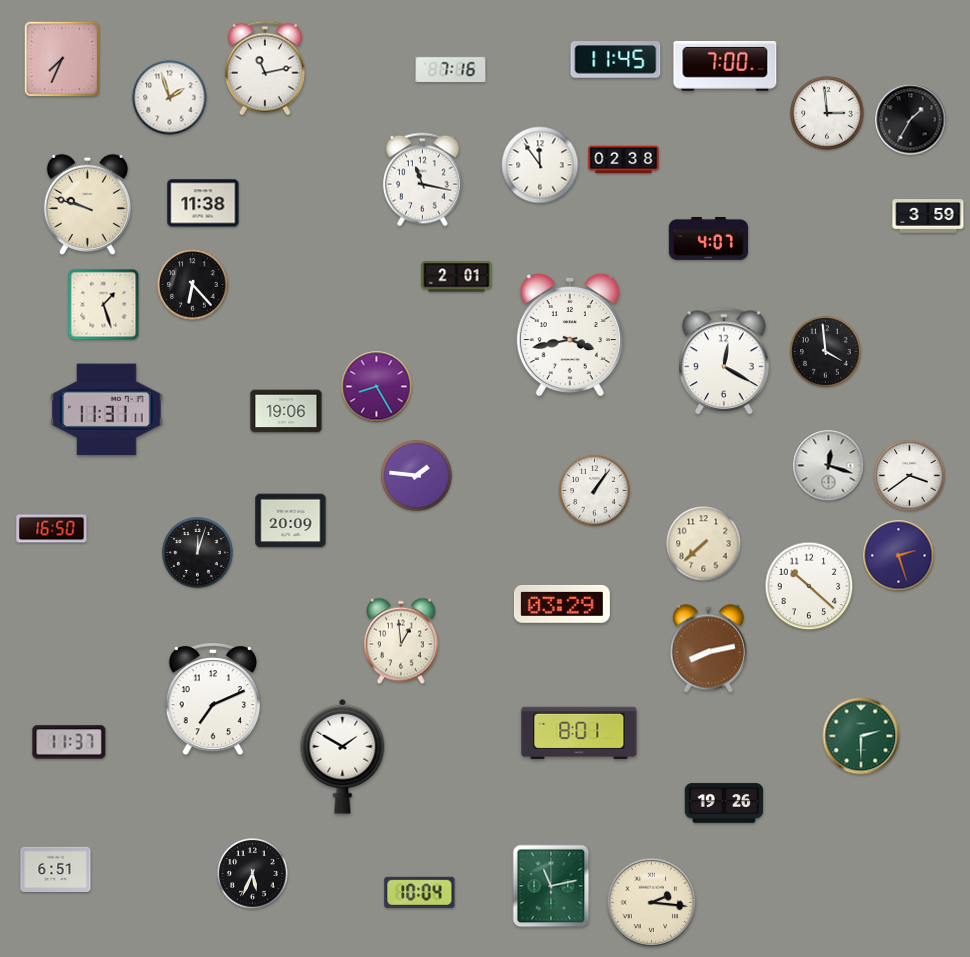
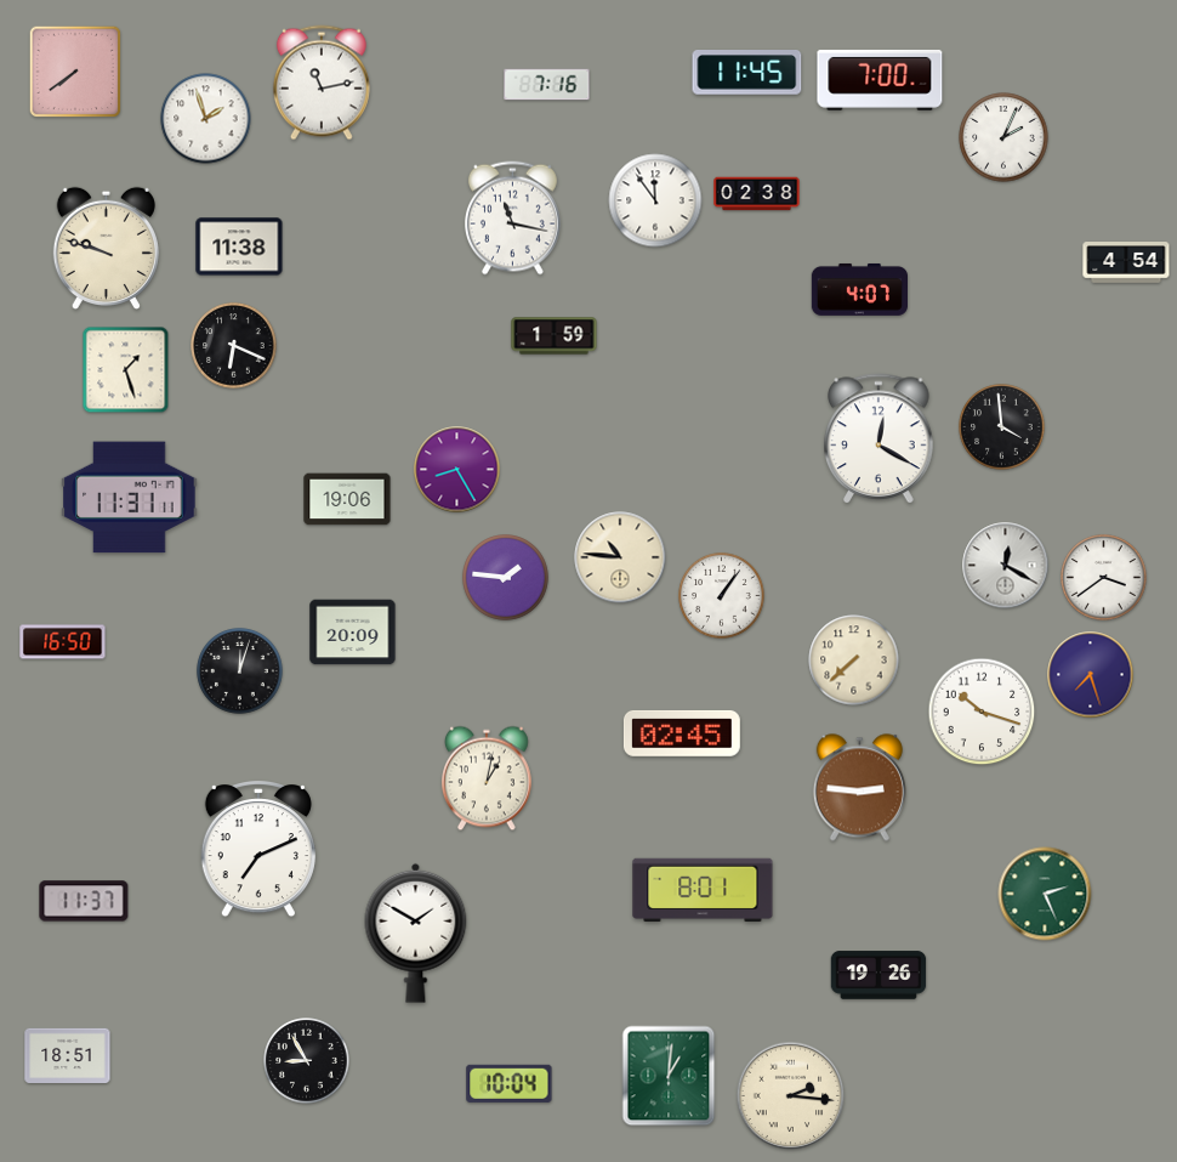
clock at (62, 59): 7:34 -> 7:39
clock at (827, 113): 2:59 -> 2:04
clock at (911, 120): 1:35 -> none
clock at (203, 203) position: (203, 203) -> (239, 246)
clock at (928, 216): 3:59 -> 4:54
clock at (457, 277): 2:01 -> 1:59
clock at (193, 285): 6:23 -> 6:19
clock at (570, 335): 3:43 -> none
clock at (620, 557): none -> 10:46
clock at (829, 466): 12:18 -> 12:20
clock at (899, 556): 2:27 -> 7:27
clock at (809, 586): 10:22 -> 10:18
clock at (562, 604): 03:29 -> 02:45
clock at (402, 641): 12:59 -> 1:02
clock at (708, 649): 8:13 -> 2:46
clock at (861, 736): 2:30 -> 2:26
clock at (343, 756) position: (343, 756) -> (416, 933)
clock at (56, 869): 6:51 -> 18:51
clock at (253, 874): 5:34 -> 8:55
clock at (551, 886): 11:13 -> 1:01
